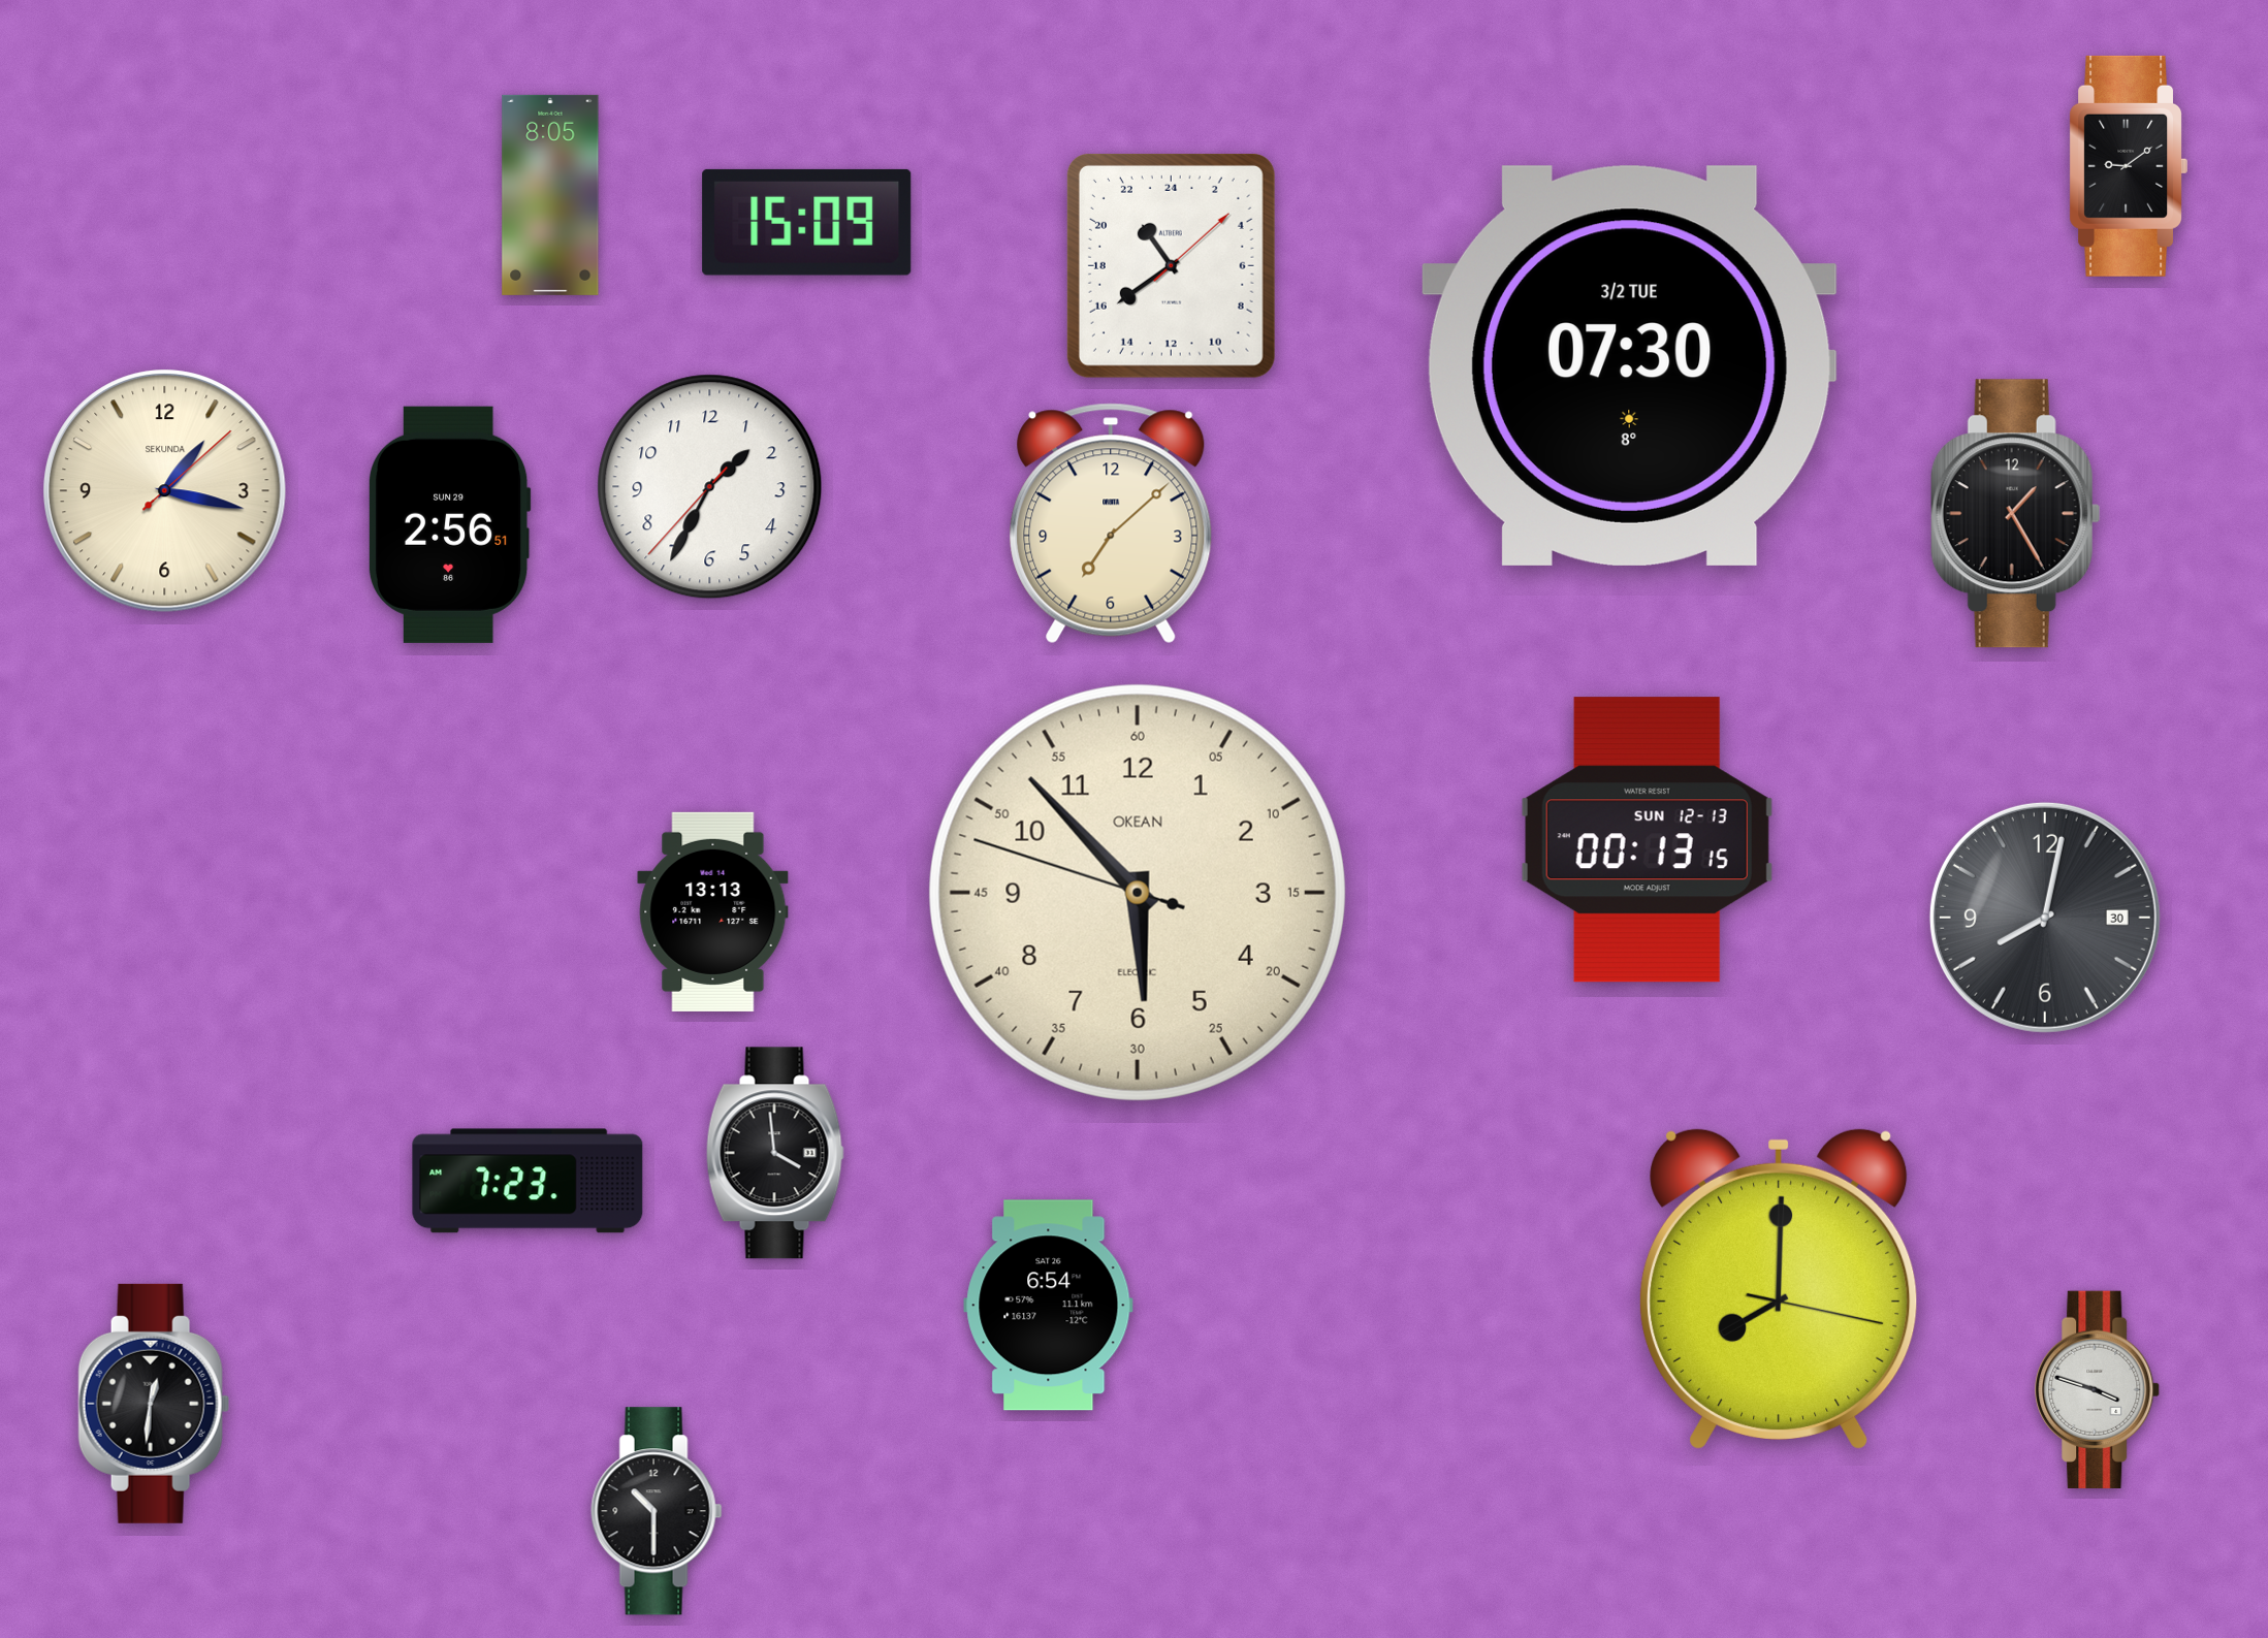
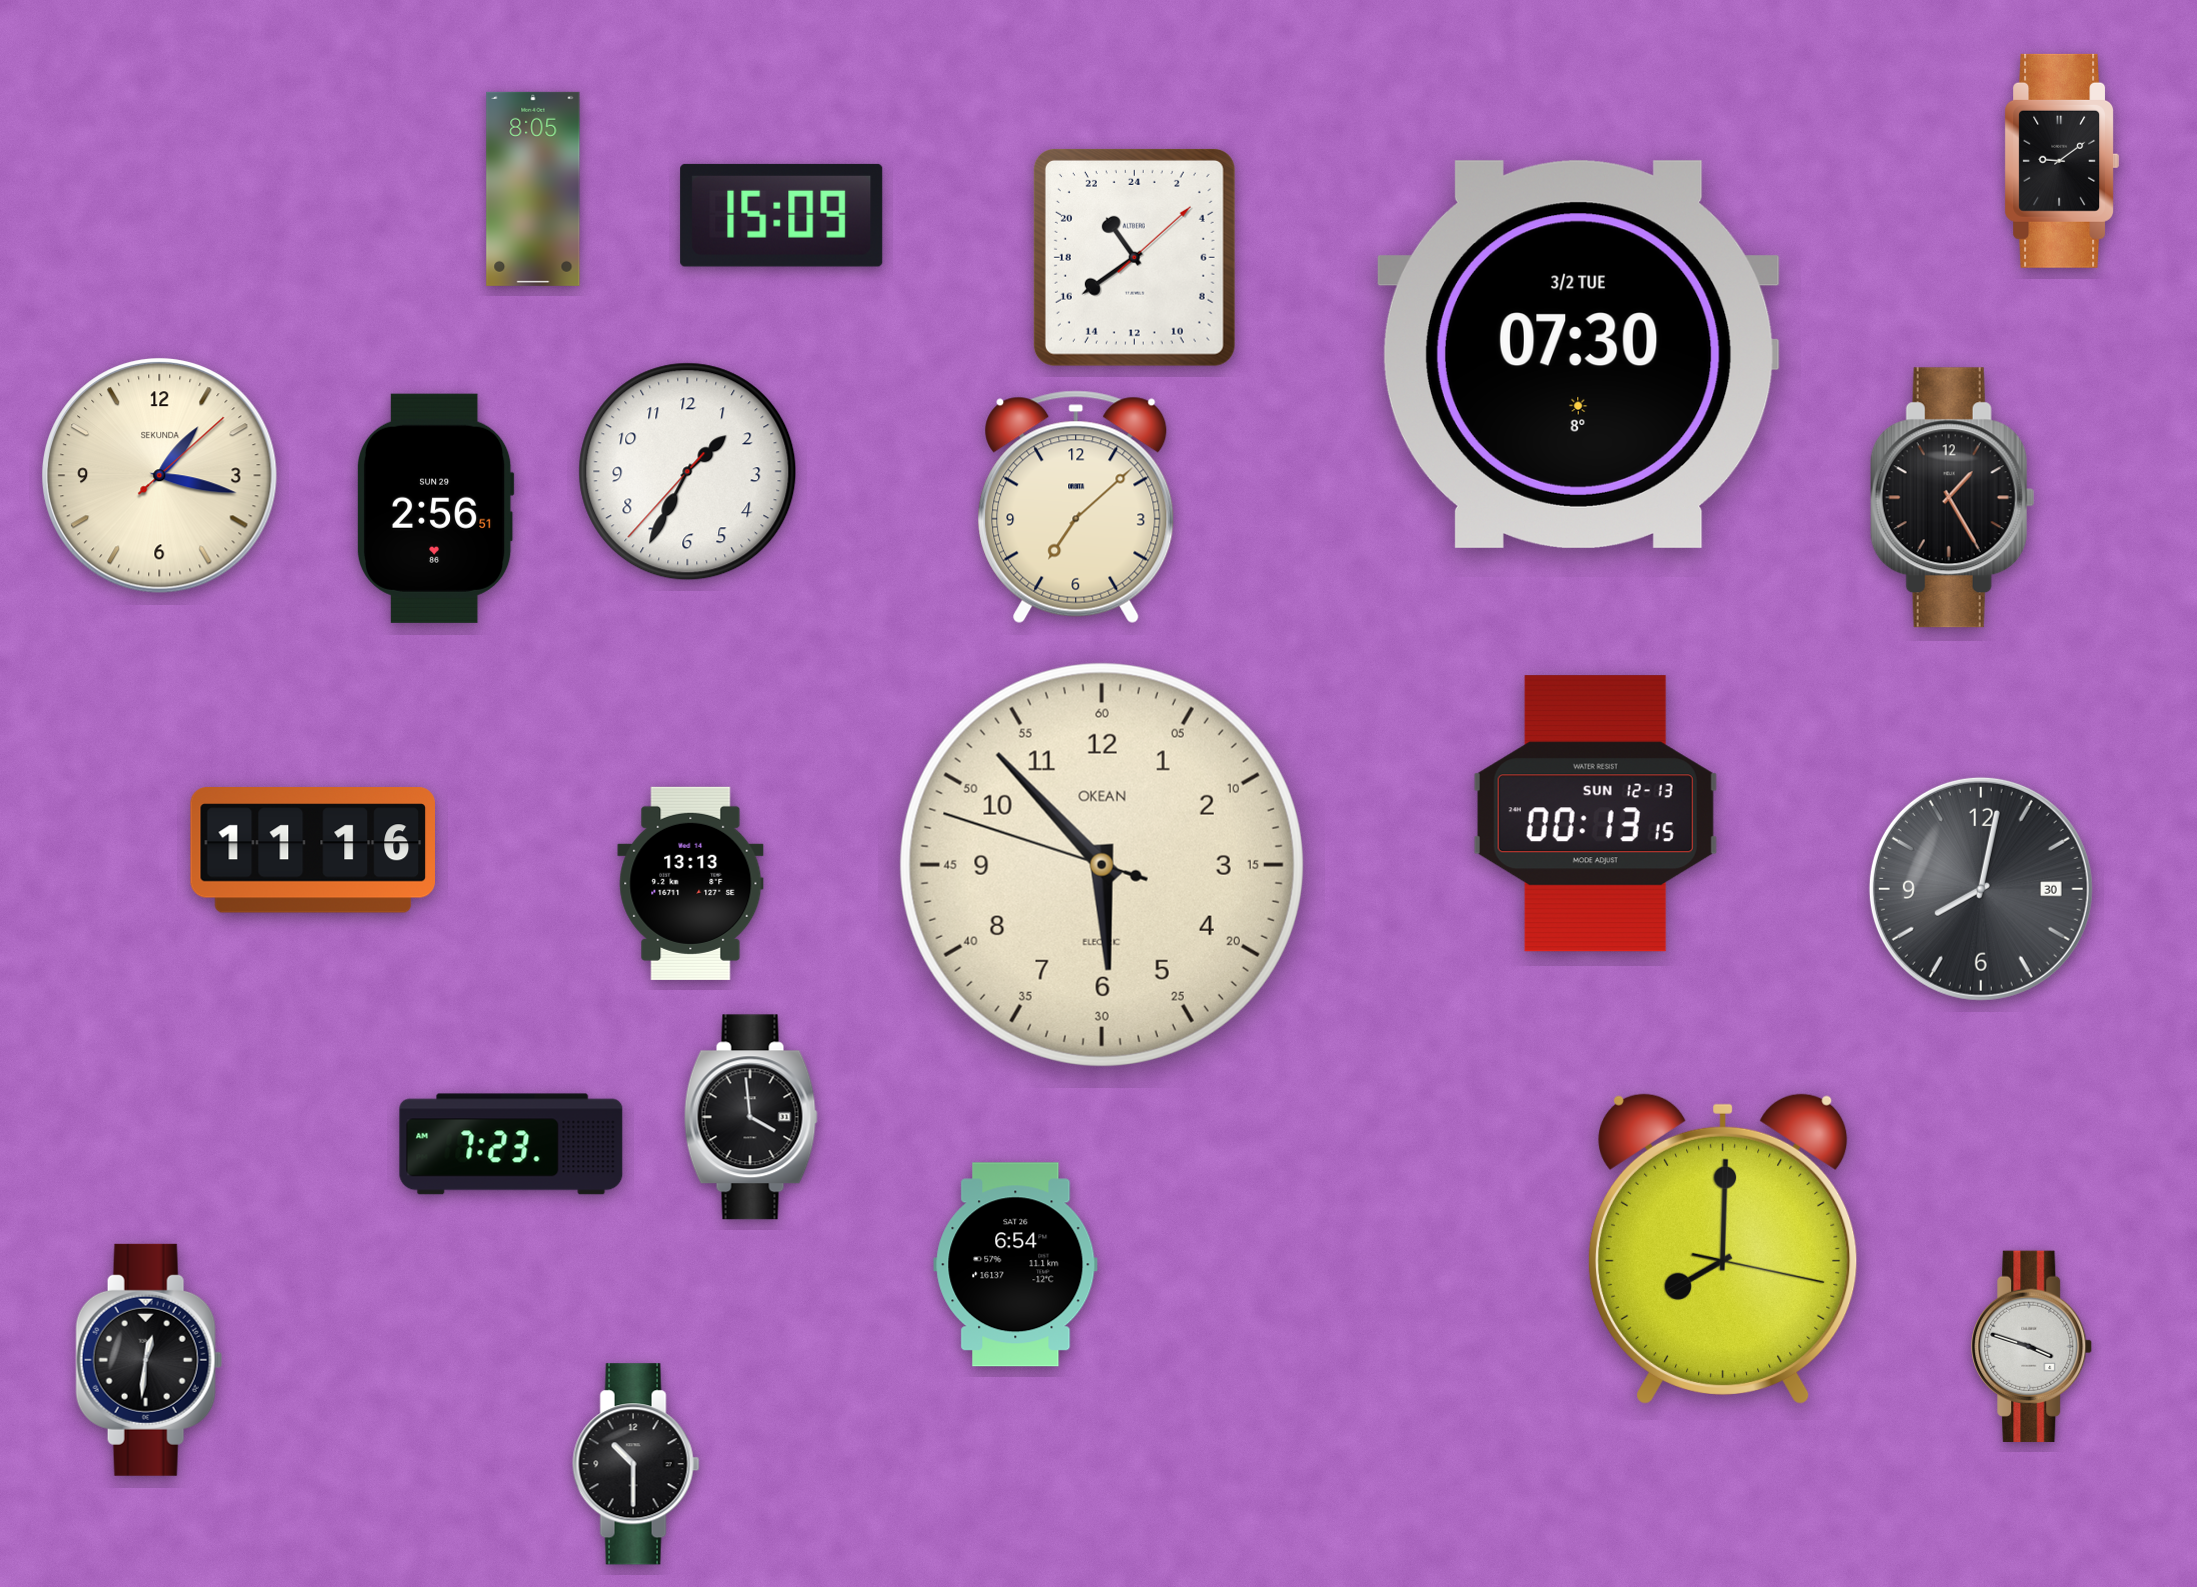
clock at (312, 851): none -> 11:16
